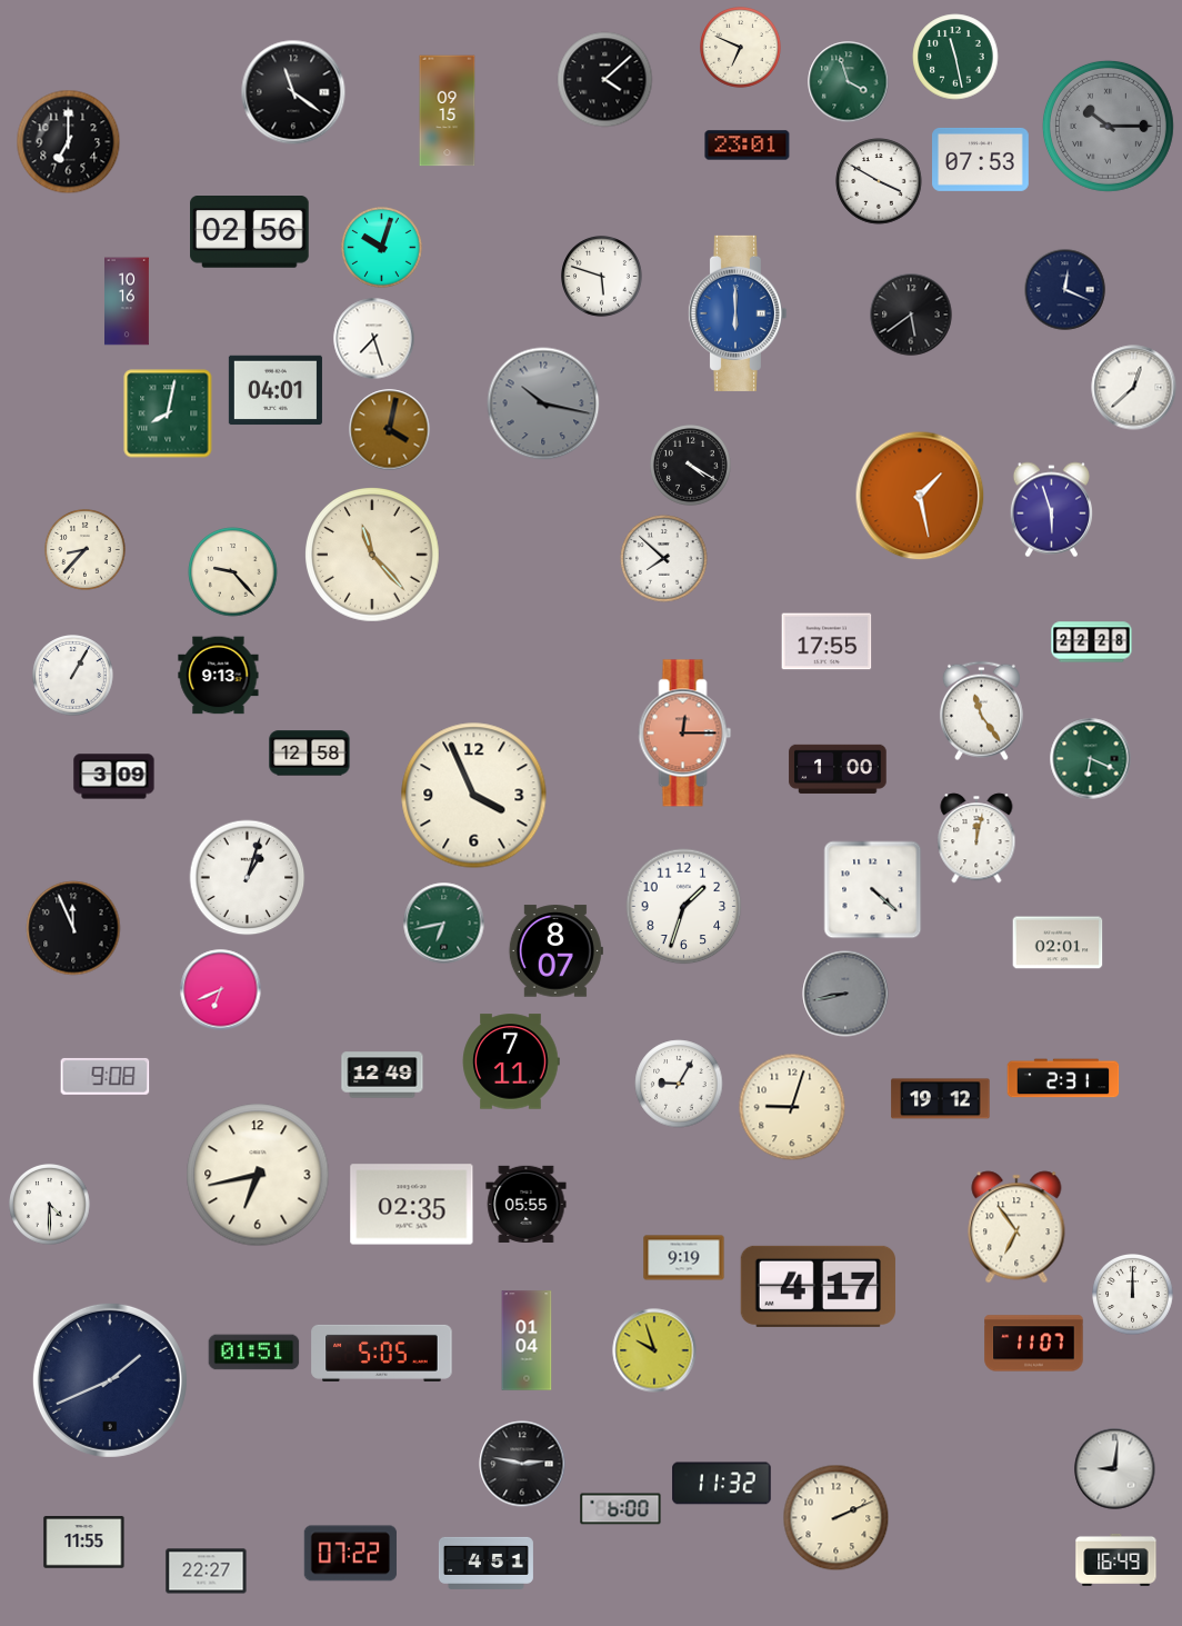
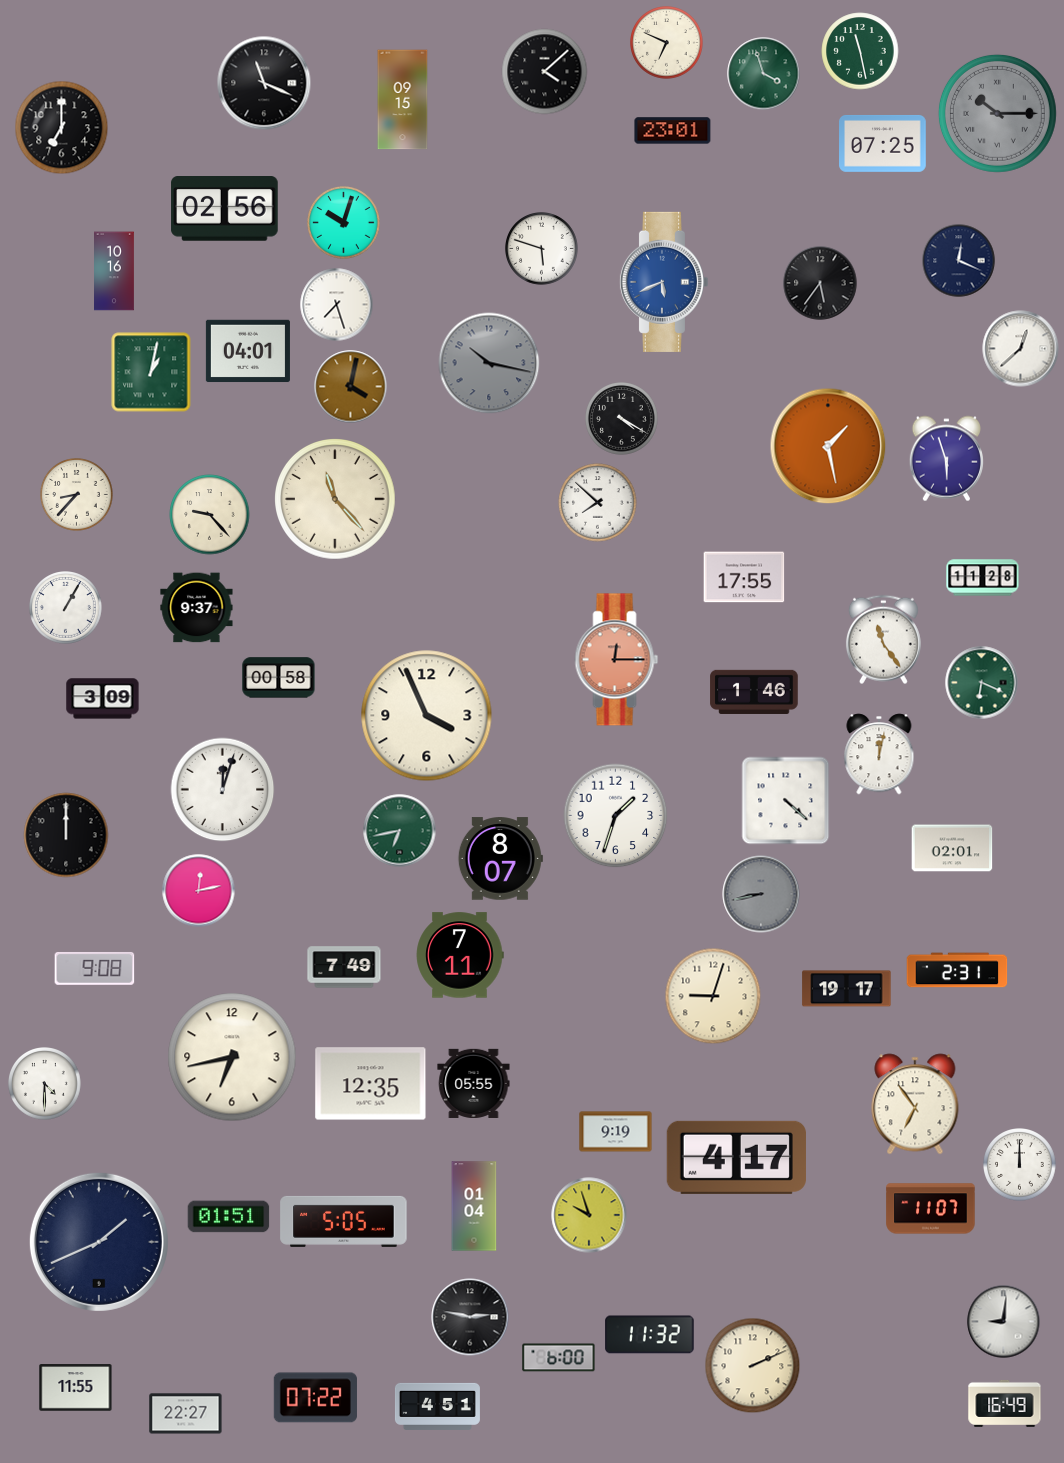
clock at (293, 92): 11:21 -> 11:19
clock at (981, 159): 07:53 -> 07:25
clock at (879, 181): 3:50 -> none
clock at (737, 313): 6:00 -> 5:41
clock at (911, 315): 5:39 -> 5:36
clock at (168, 413): 8:02 -> 1:02
clock at (1092, 642): 22:28 -> 11:28
clock at (219, 676): 9:13 -> 9:37
clock at (310, 754): 12:58 -> 00:58
clock at (838, 769): 1:00 -> 1:46
clock at (248, 878): 1:03 -> 12:03
clock at (73, 928): 11:56 -> 12:00
clock at (555, 951) position: (555, 951) -> (500, 859)
clock at (221, 990): 6:41 -> 12:13
clock at (382, 1075): 12:49 -> 7:49
clock at (679, 1084): 9:05 -> none
clock at (941, 1099): 19:12 -> 19:17
clock at (412, 1205): 02:35 -> 12:35
clock at (382, 1353) position: (382, 1353) -> (344, 1221)
